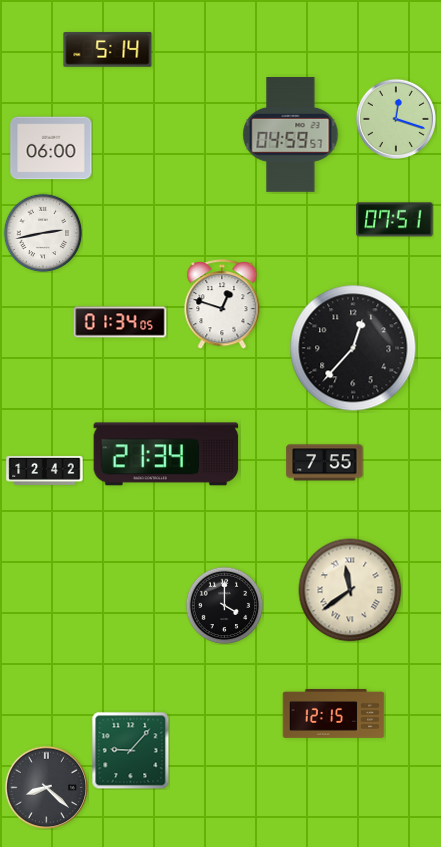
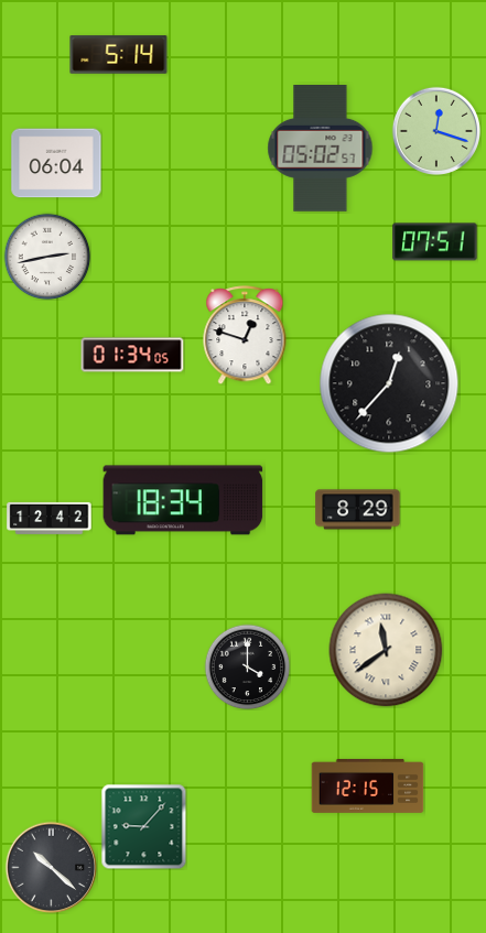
clock at (291, 135): 04:59 -> 05:02
clock at (51, 148): 06:00 -> 06:04
clock at (166, 454): 21:34 -> 18:34
clock at (325, 463): 7:55 -> 8:29
clock at (46, 787): 8:22 -> 10:22
